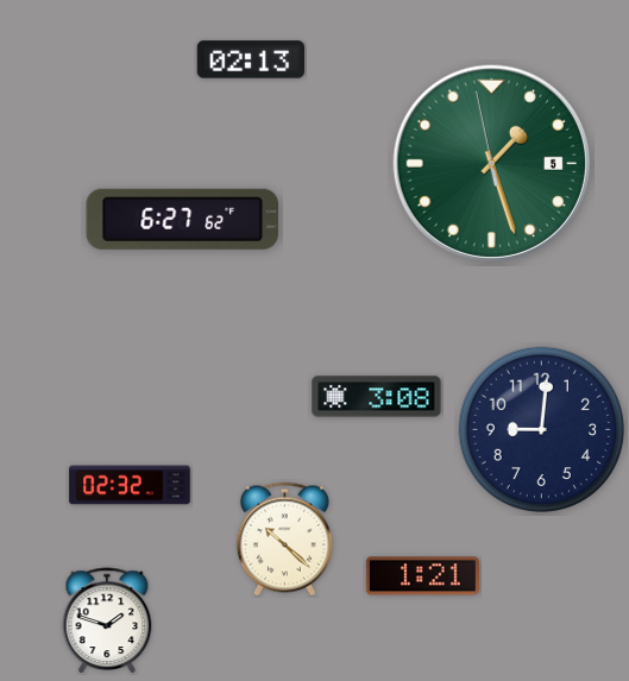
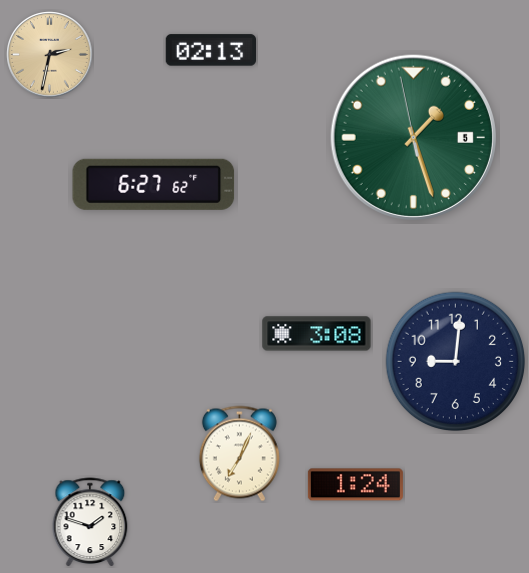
clock at (50, 55): none -> 2:32
clock at (130, 485): 02:32 -> none
clock at (284, 540): 10:22 -> 7:04
clock at (422, 576): 1:21 -> 1:24
